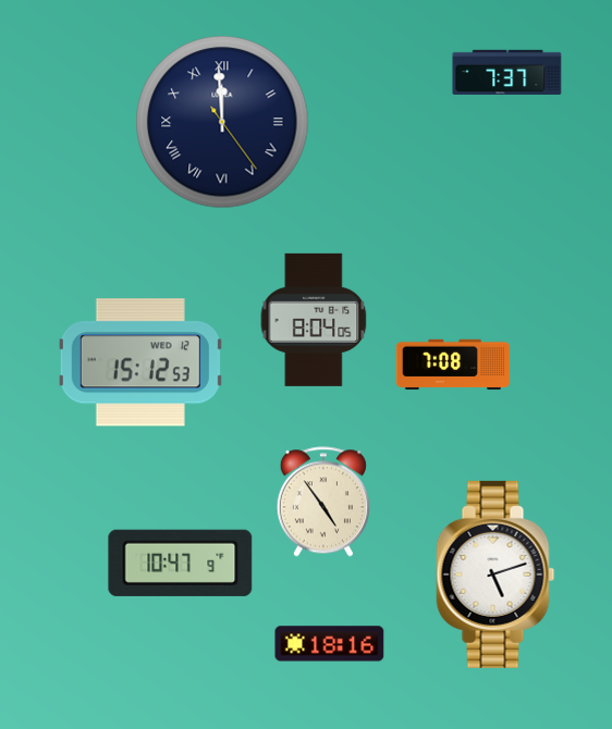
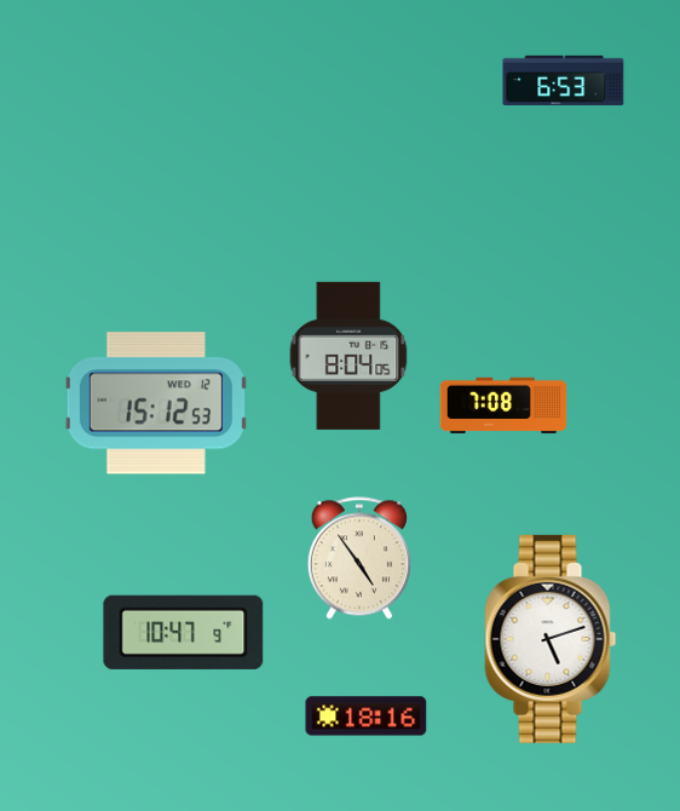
clock at (507, 72): 7:37 -> 6:53
clock at (222, 122): 11:59 -> none
clock at (181, 563) position: (181, 563) -> (184, 632)
